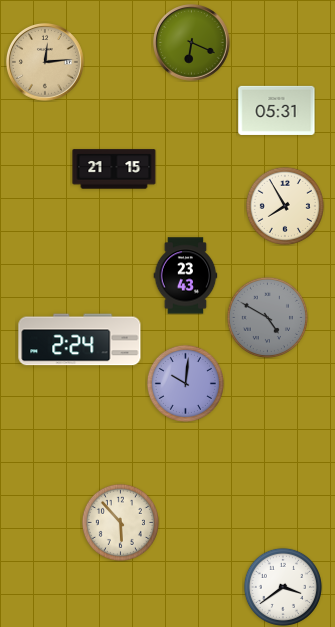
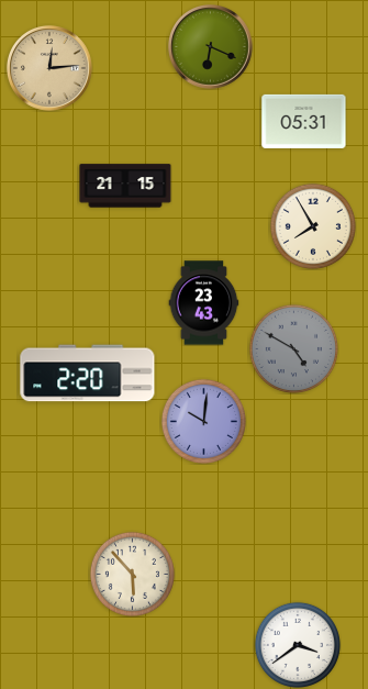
clock at (80, 340): 2:24 -> 2:20
clock at (283, 587) position: (283, 587) -> (298, 645)
